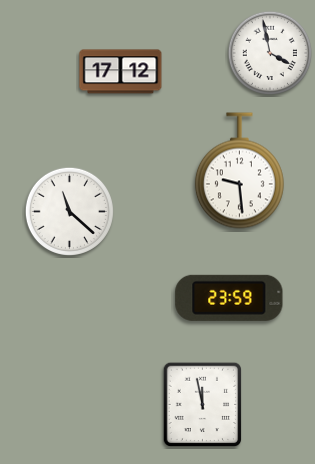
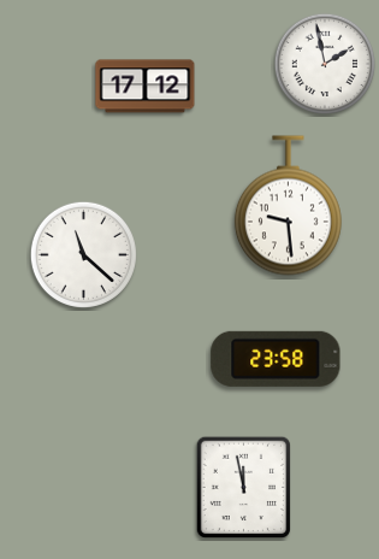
clock at (270, 52): 3:58 -> 1:58
clock at (229, 298): 23:59 -> 23:58
